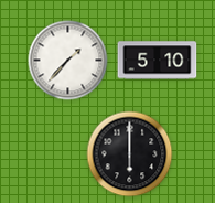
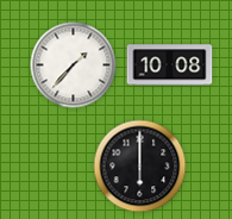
clock at (158, 61): 5:10 -> 10:08
